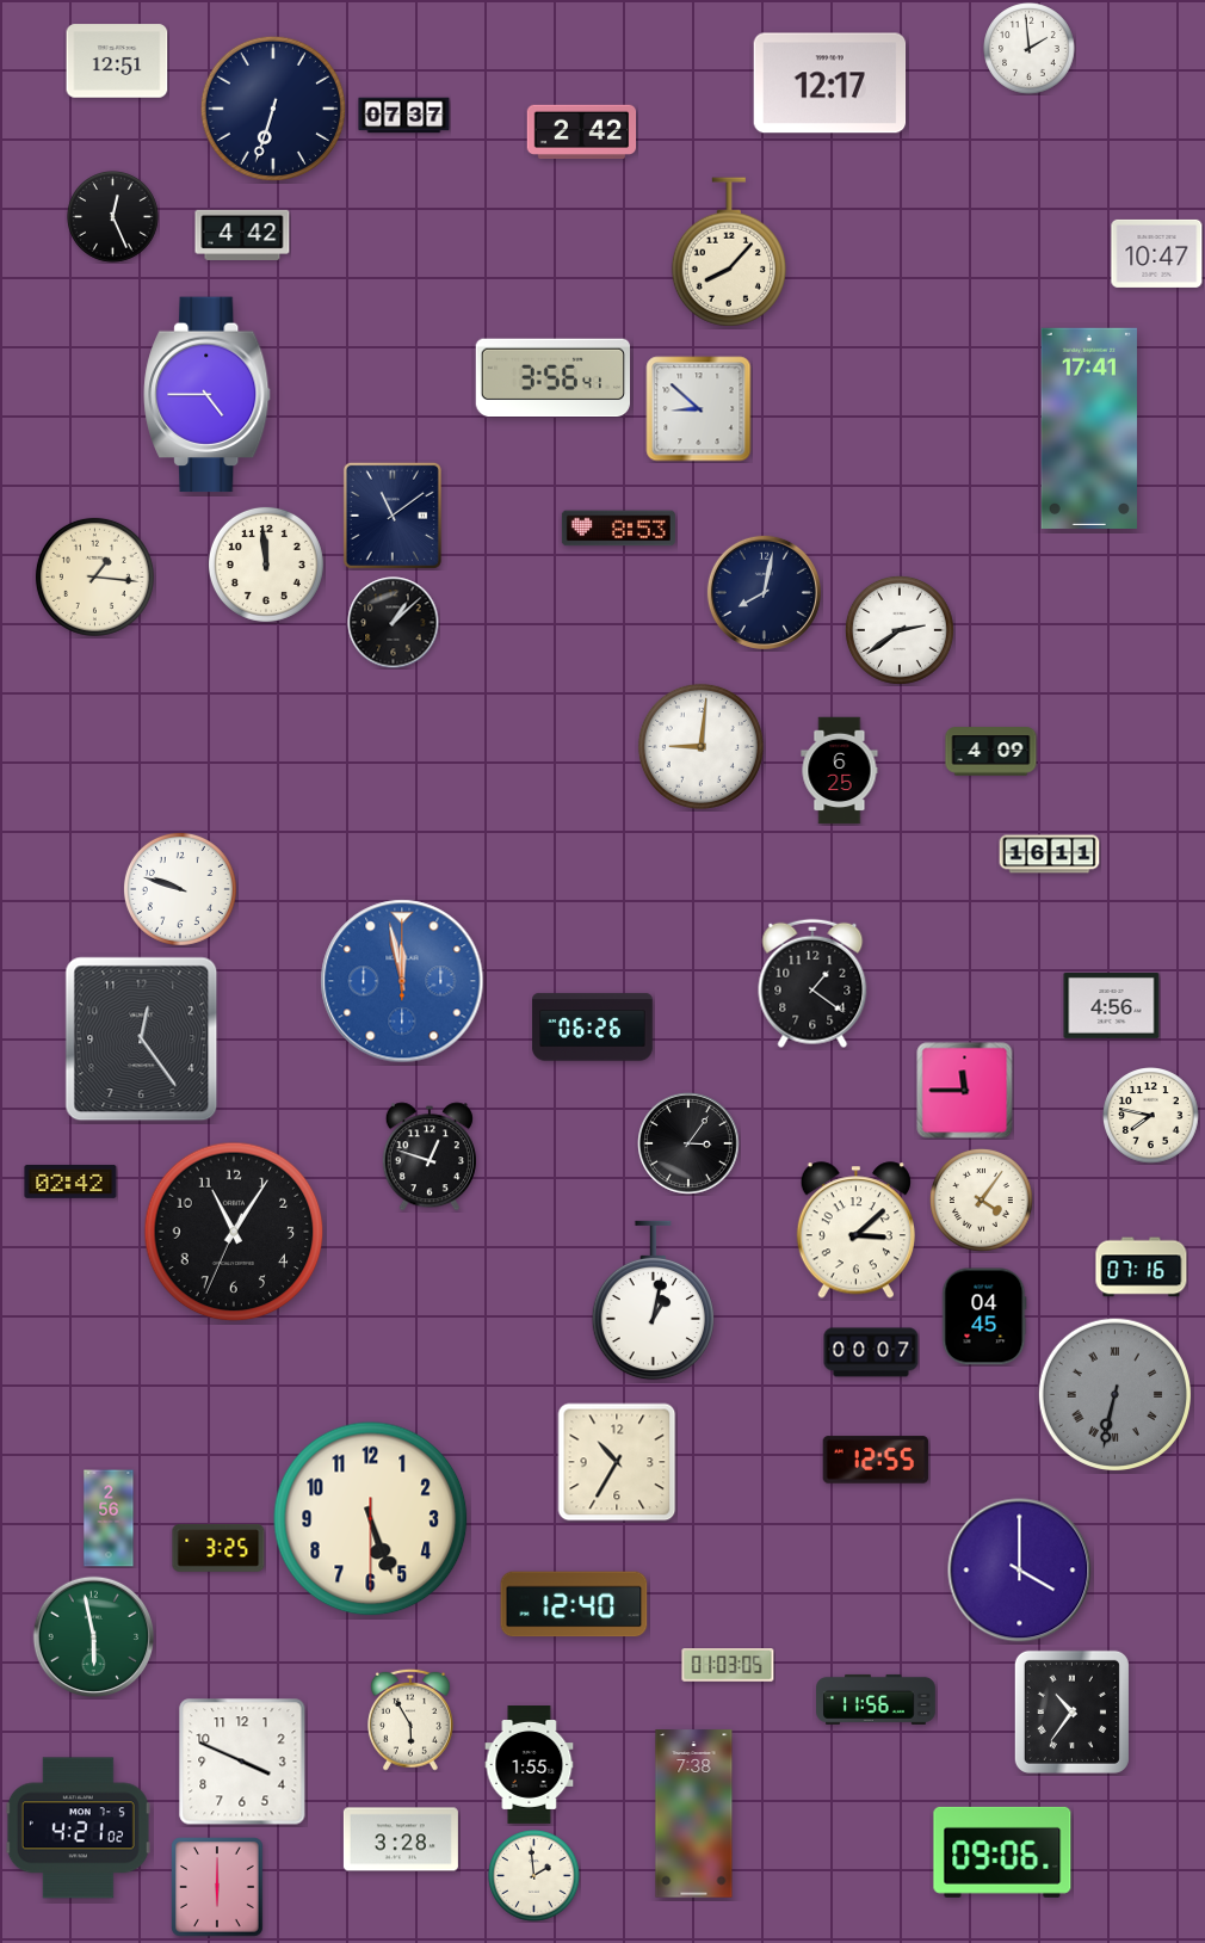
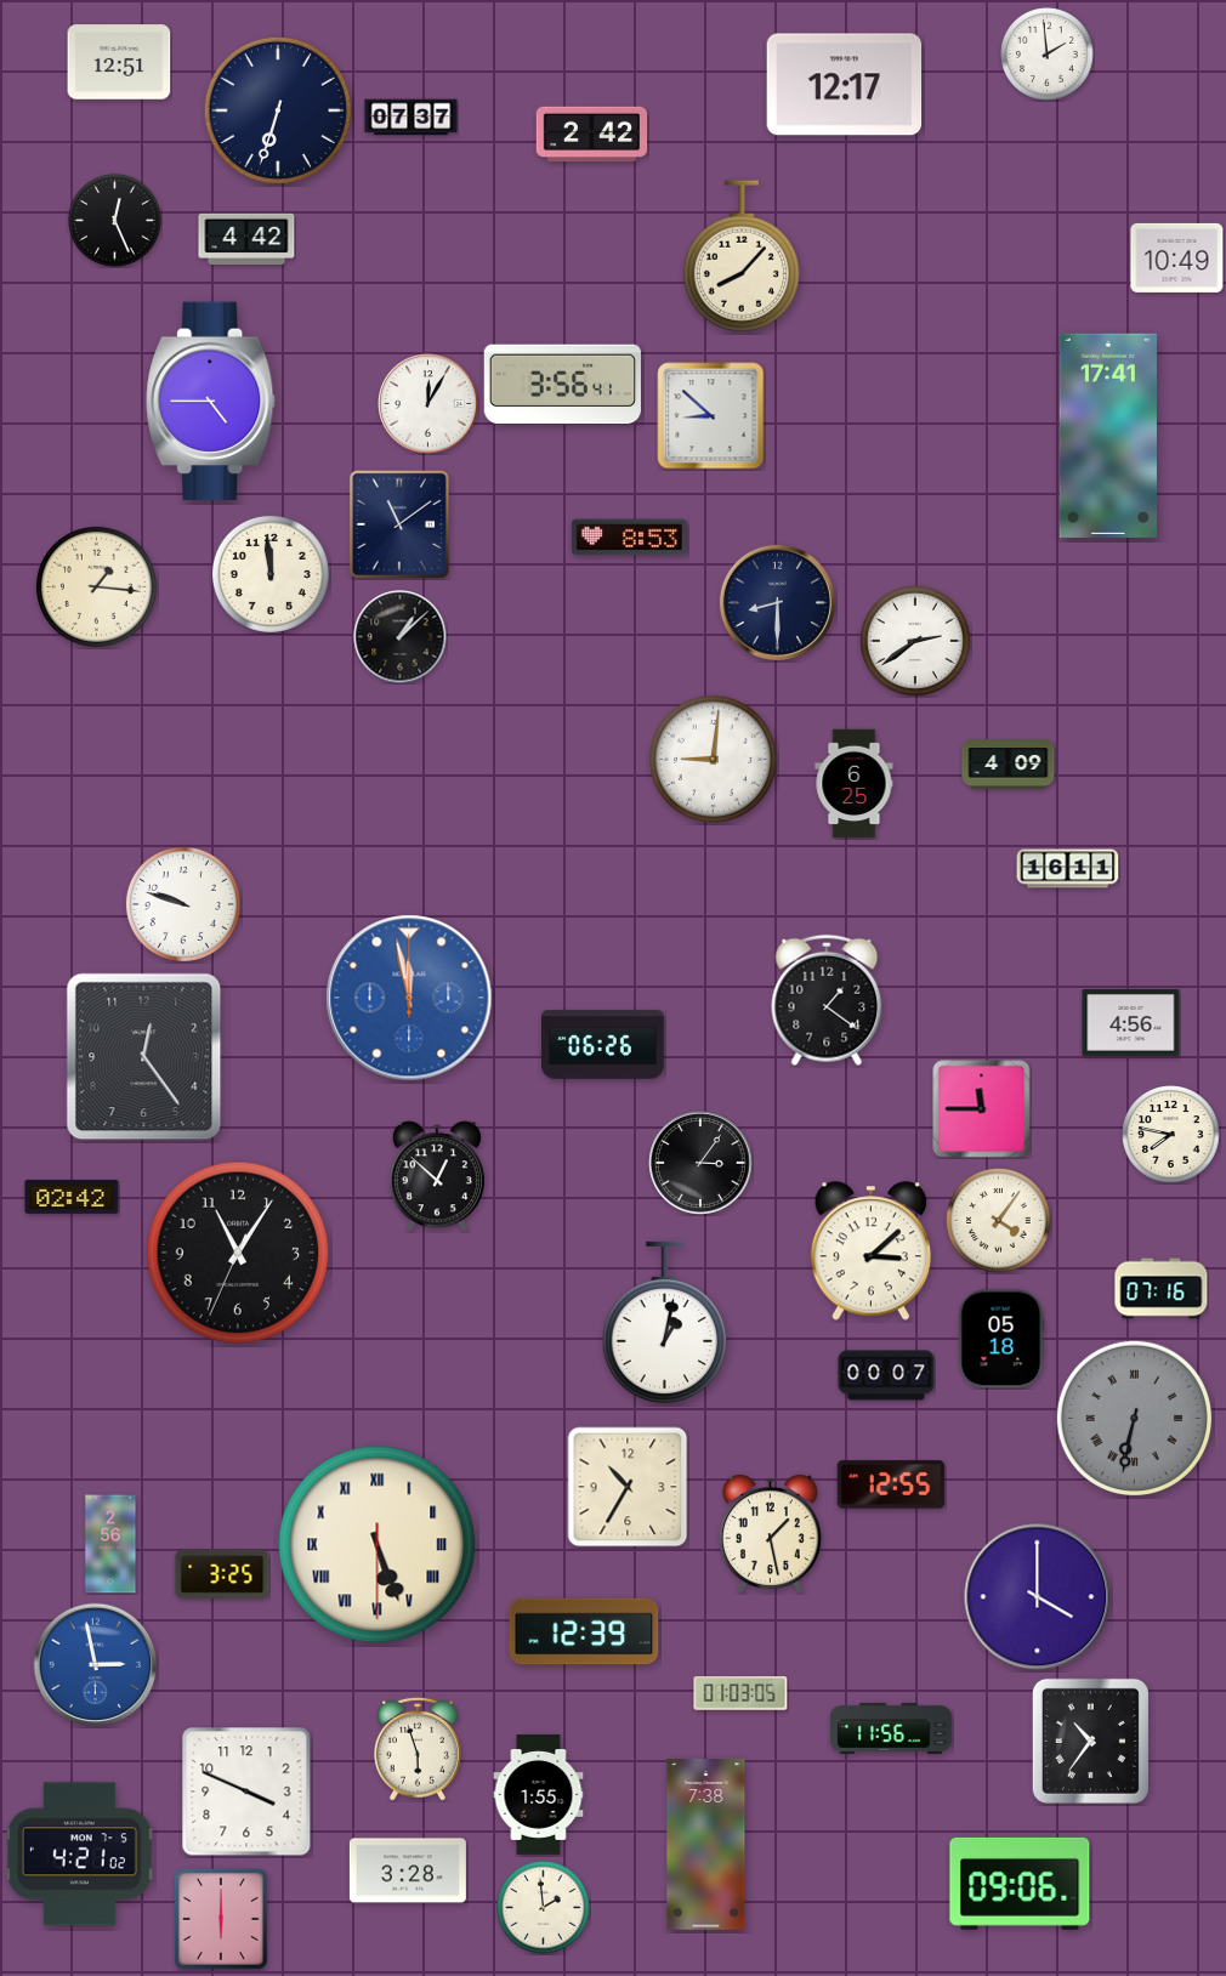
clock at (1030, 49) position: (1030, 49) -> (1048, 55)
clock at (1157, 253): 10:47 -> 10:49
clock at (428, 404): none -> 12:05
clock at (764, 592): 8:02 -> 8:30
clock at (394, 623) position: (394, 623) -> (401, 637)
clock at (430, 1156): 12:48 -> 12:52
clock at (70, 1182) position: (70, 1182) -> (72, 1197)
clock at (984, 1316): 04:45 -> 05:18
clock at (770, 1533): none -> 1:28
clock at (371, 1519) numerals: Arabic -> Roman
clock at (574, 1604): 12:40 -> 12:39
clock at (94, 1637): 5:58 -> 2:58
clock at (94, 1637) dial: green -> blue
clock at (412, 1720): 5:55 -> 5:57
clock at (78, 1828) position: (78, 1828) -> (79, 1855)
